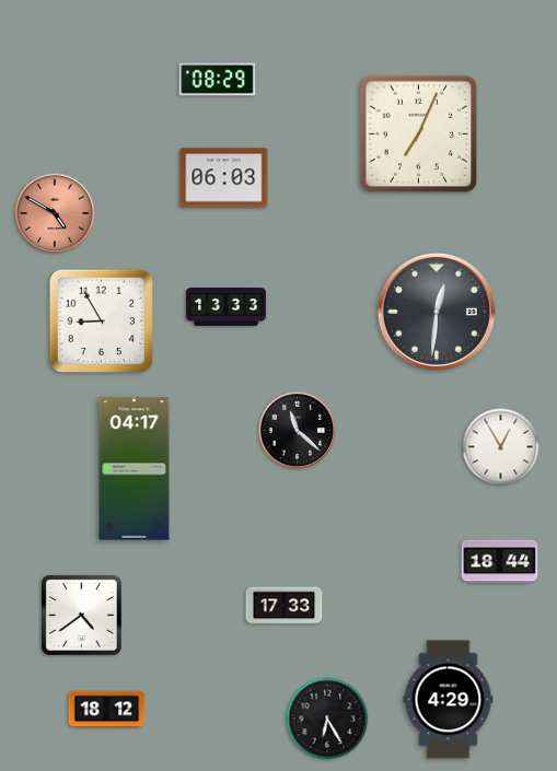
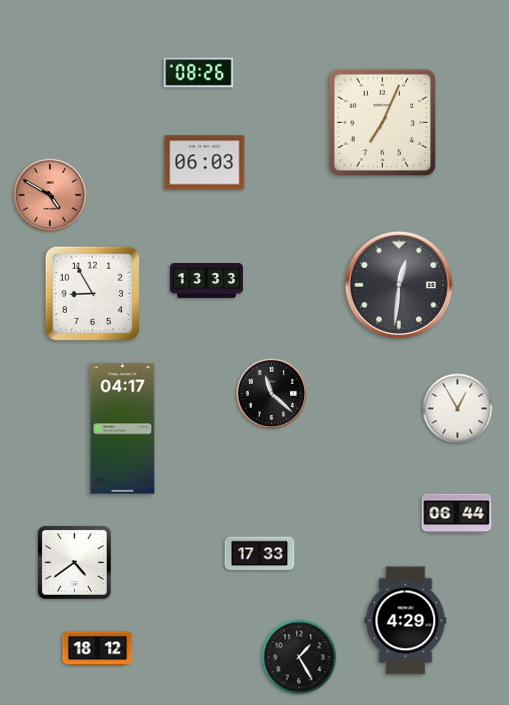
clock at (218, 80): 08:29 -> 08:26
clock at (500, 562): 18:44 -> 06:44
clock at (449, 700) position: (449, 700) -> (406, 621)
clock at (327, 719): 6:25 -> 1:25
